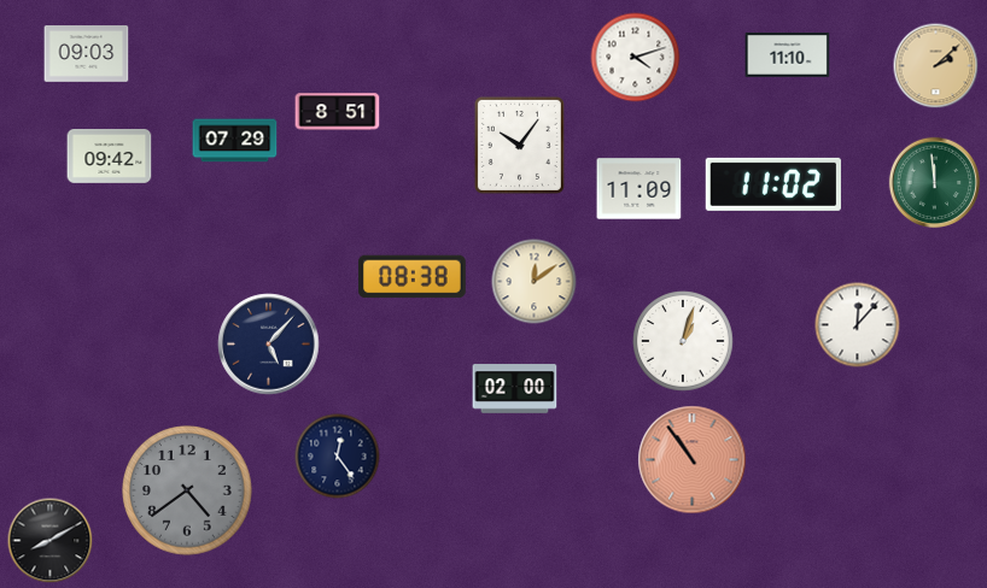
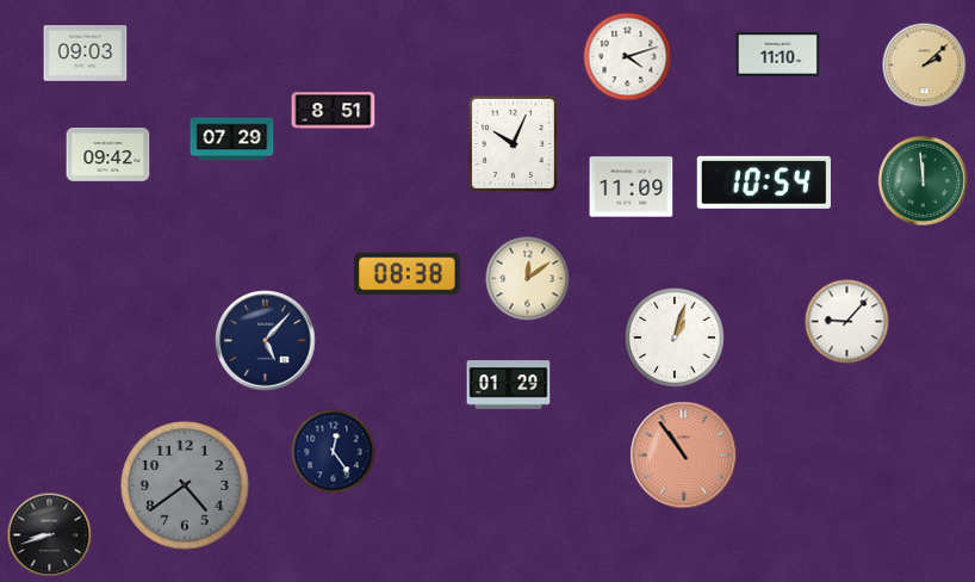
clock at (519, 145): 10:06 -> 10:04
clock at (773, 184): 11:02 -> 10:54
clock at (858, 325): 12:07 -> 9:07
clock at (515, 389): 02:00 -> 01:29
clock at (51, 541): 8:10 -> 8:42
